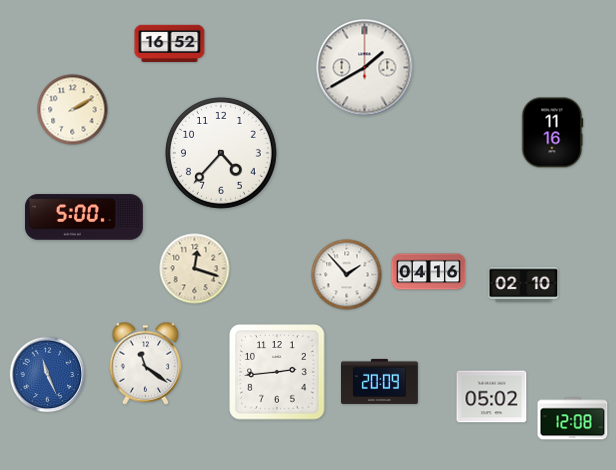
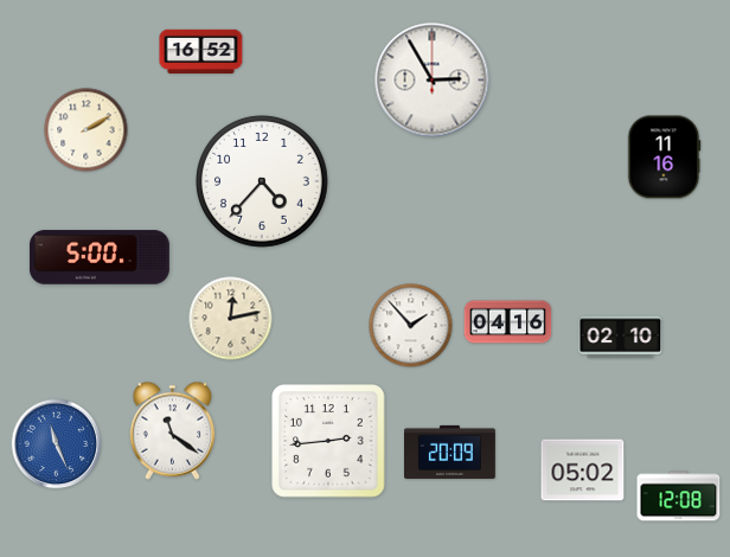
clock at (365, 68): 1:40 -> 2:55
clock at (552, 133) position: (552, 133) -> (664, 158)
clock at (195, 269): 12:18 -> 12:13
